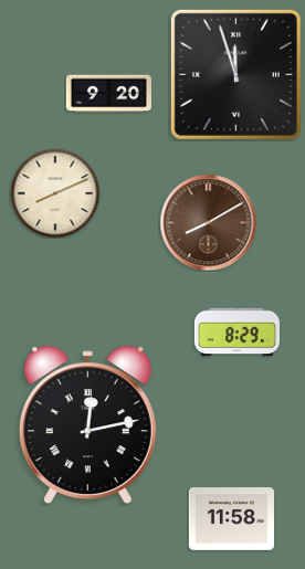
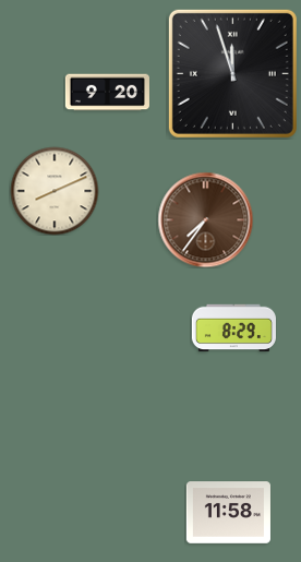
clock at (208, 222): 8:10 -> 7:36
clock at (87, 425): 12:13 -> none
